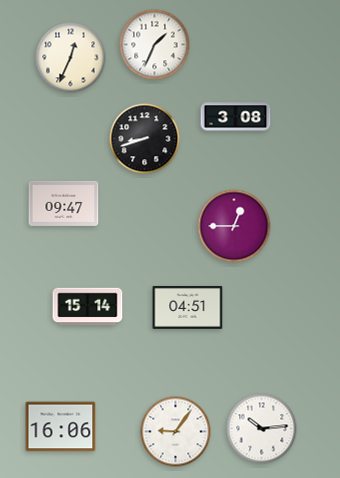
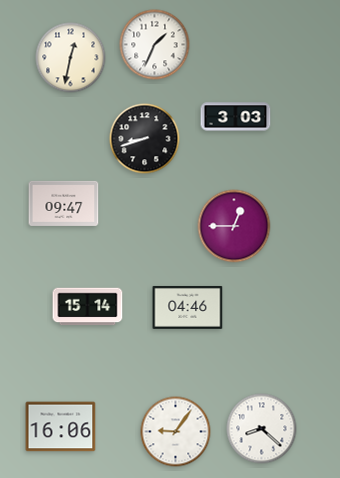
clock at (71, 58): 12:34 -> 12:32
clock at (236, 117): 3:08 -> 3:03
clock at (188, 307): 04:51 -> 04:46
clock at (262, 429): 10:14 -> 8:22
